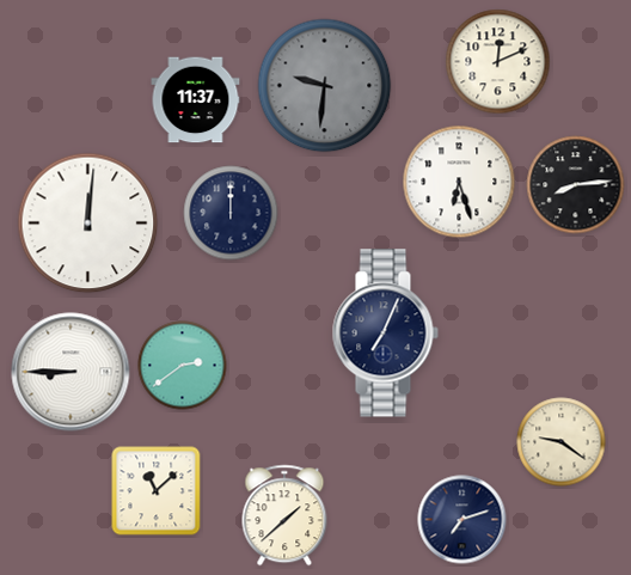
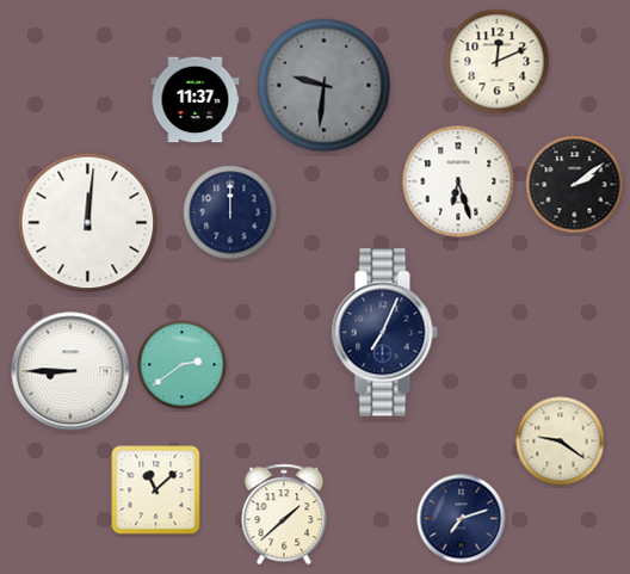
clock at (576, 185): 8:14 -> 2:09
